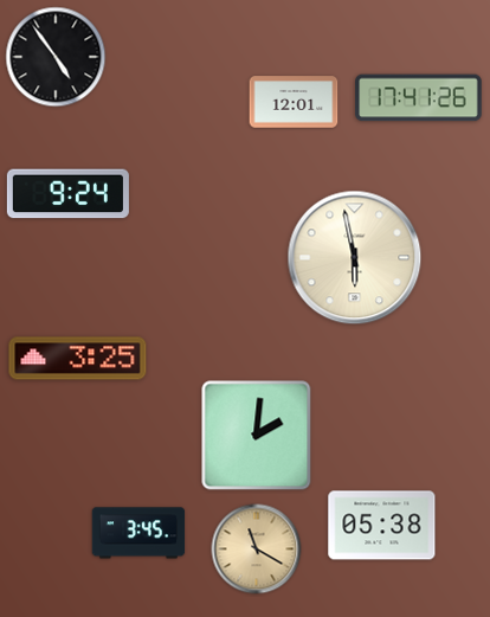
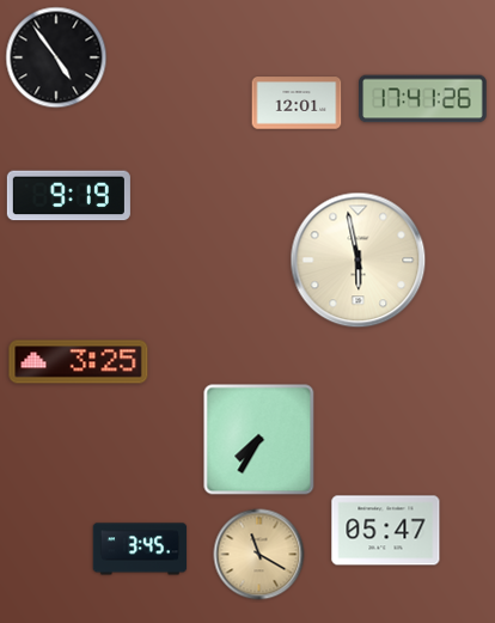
clock at (67, 194): 9:24 -> 9:19
clock at (257, 436): 2:01 -> 7:35
clock at (382, 526): 05:38 -> 05:47
clock at (138, 533) position: (138, 533) -> (140, 549)
